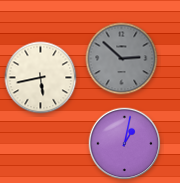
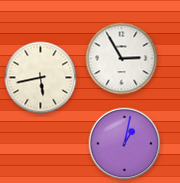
clock at (122, 59): 2:52 -> 2:55
clock at (122, 59) dial: grey -> white
